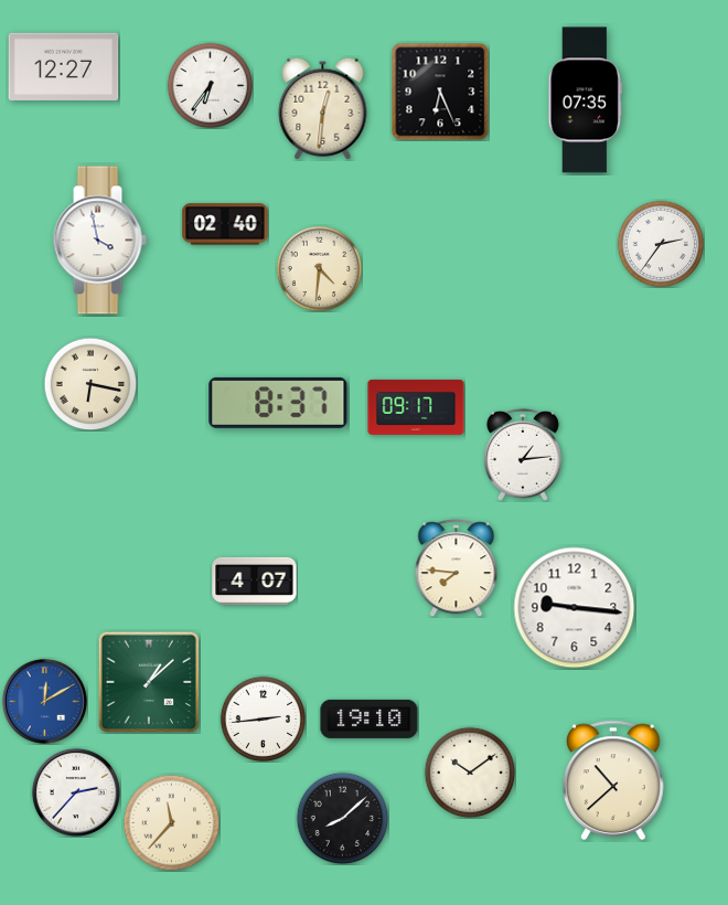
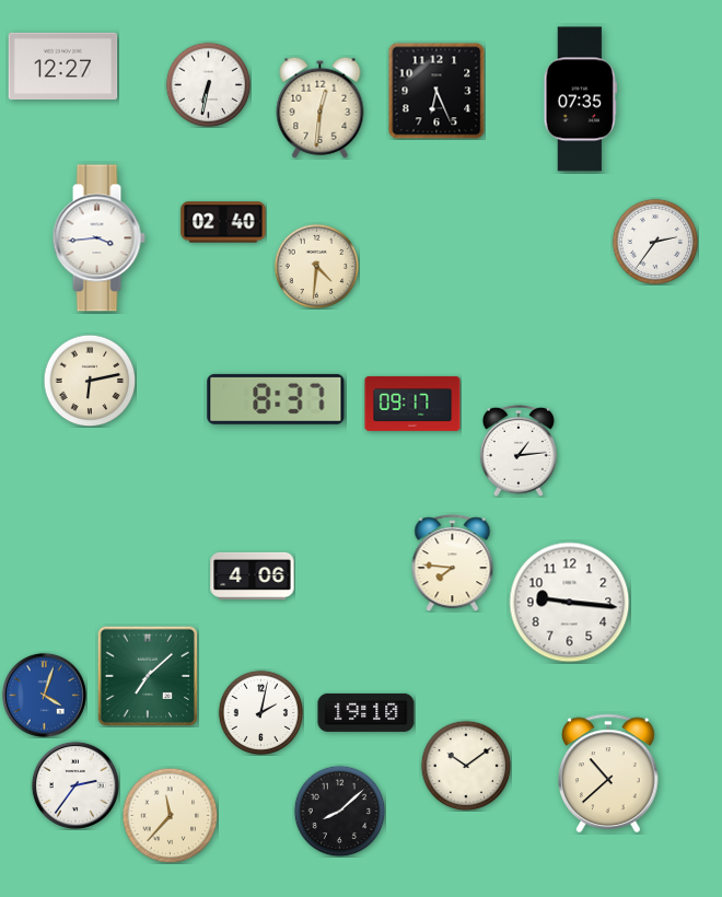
clock at (210, 85): 6:36 -> 6:32
clock at (99, 241): 3:58 -> 3:44
clock at (90, 384): 6:17 -> 6:13
clock at (255, 581): 4:07 -> 4:06
clock at (148, 681): 1:08 -> 7:08
clock at (44, 701): 12:10 -> 4:03
clock at (263, 718): 2:44 -> 2:02
clock at (76, 792): 2:37 -> 2:36
